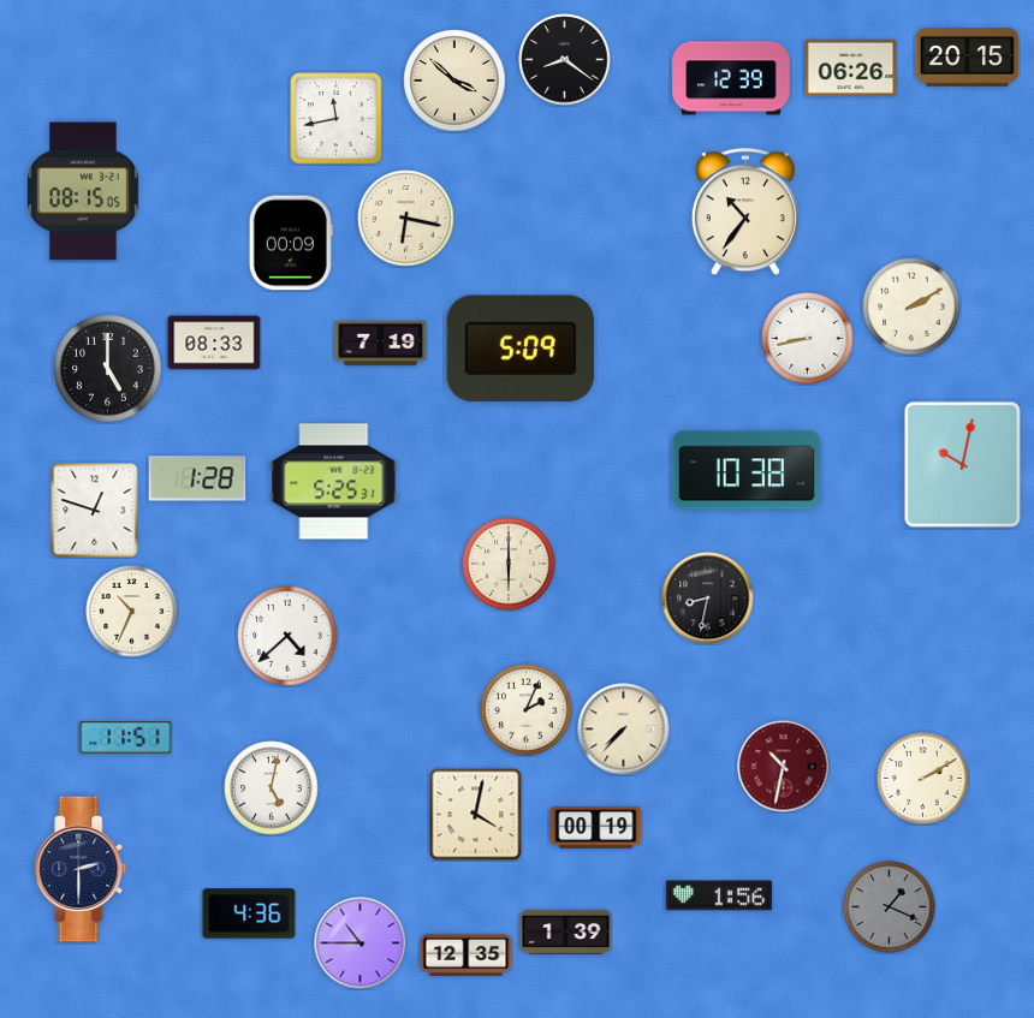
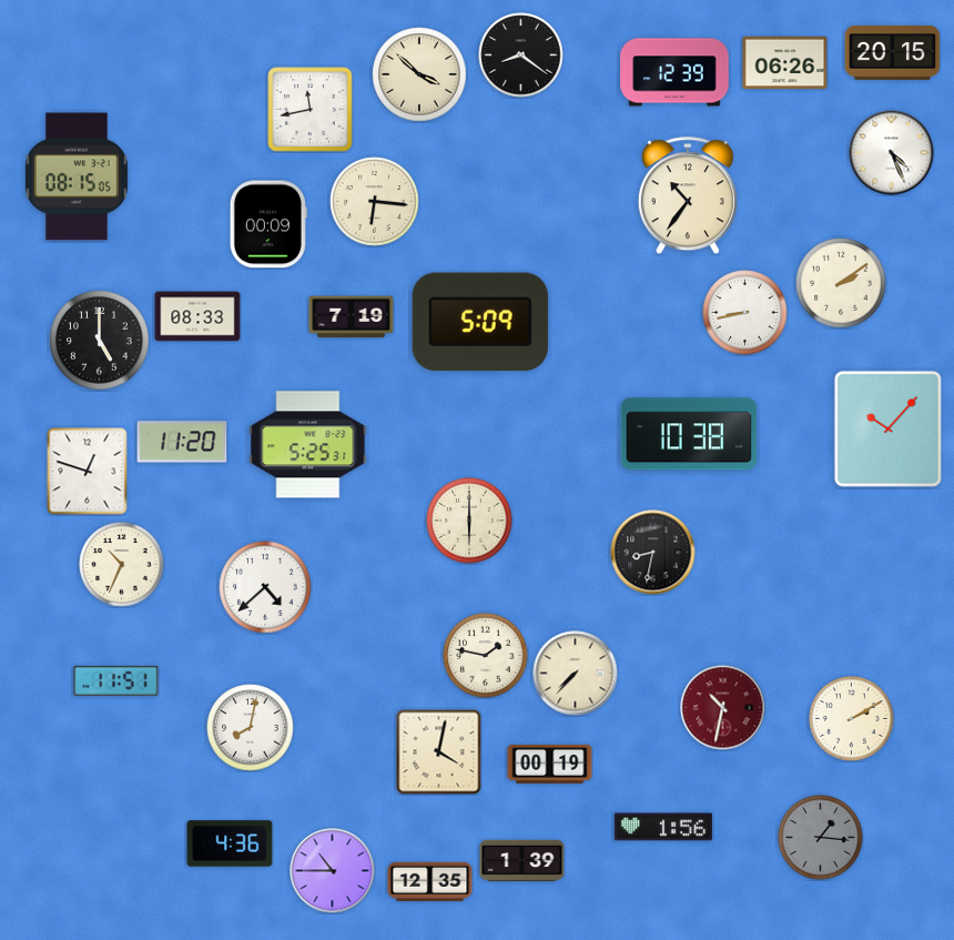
clock at (892, 153): none -> 4:26
clock at (406, 219): 6:17 -> 6:16
clock at (911, 306): 2:10 -> 2:09
clock at (962, 464): 10:02 -> 10:07
clock at (197, 478): 1:28 -> 11:20
clock at (527, 710): 2:04 -> 1:47
clock at (272, 788): 5:02 -> 8:02
clock at (81, 869): 2:30 -> none
clock at (890, 907): 1:19 -> 1:16
